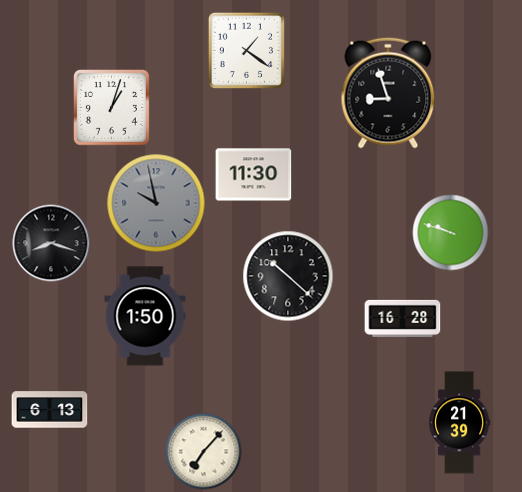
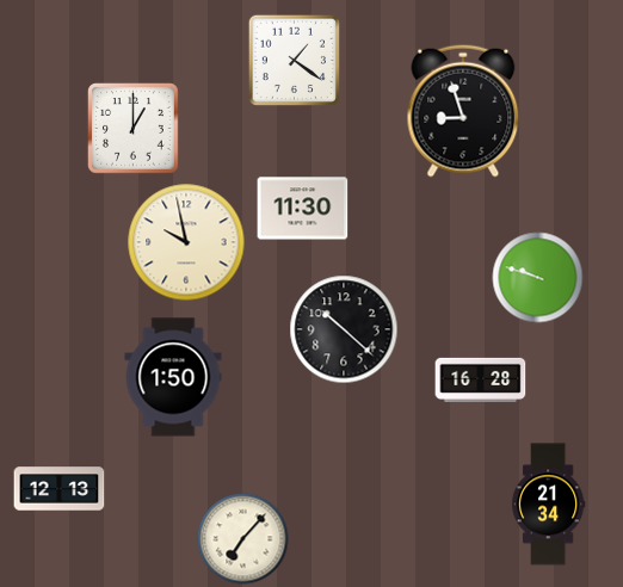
clock at (112, 108): 1:03 -> 1:00
clock at (156, 203) dial: grey -> cream
clock at (51, 243): 8:18 -> none
clock at (50, 410): 6:13 -> 12:13
clock at (459, 423): 21:39 -> 21:34
